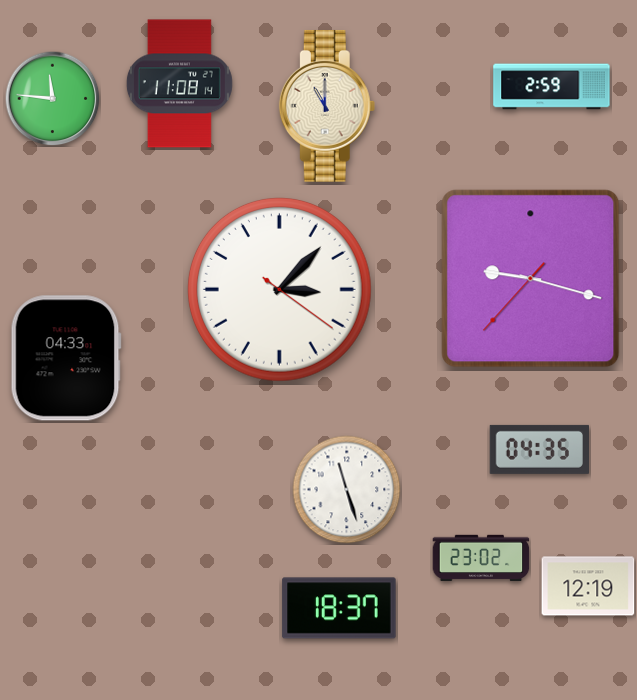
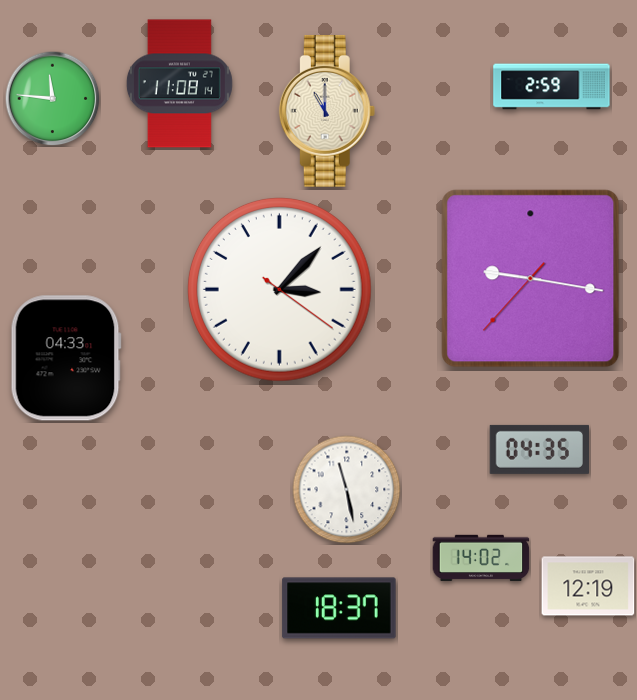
clock at (327, 106) position: (327, 106) -> (327, 111)
clock at (531, 279): 9:17 -> 9:16
clock at (347, 490): 11:27 -> 11:28
clock at (481, 558): 23:02 -> 14:02
